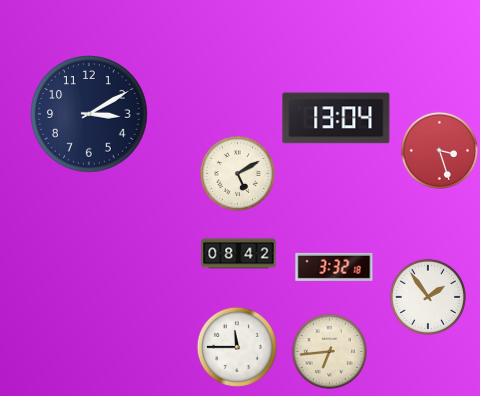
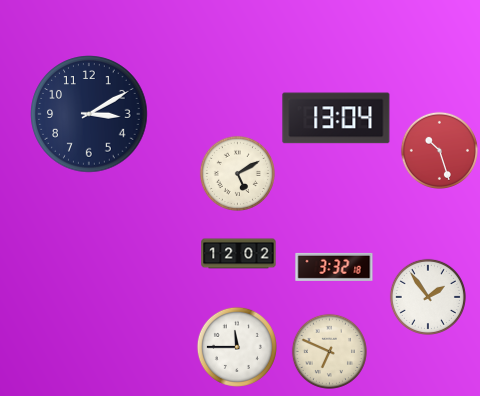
clock at (439, 150): 3:27 -> 10:27
clock at (239, 254): 08:42 -> 12:02
clock at (329, 351): 6:44 -> 6:49
